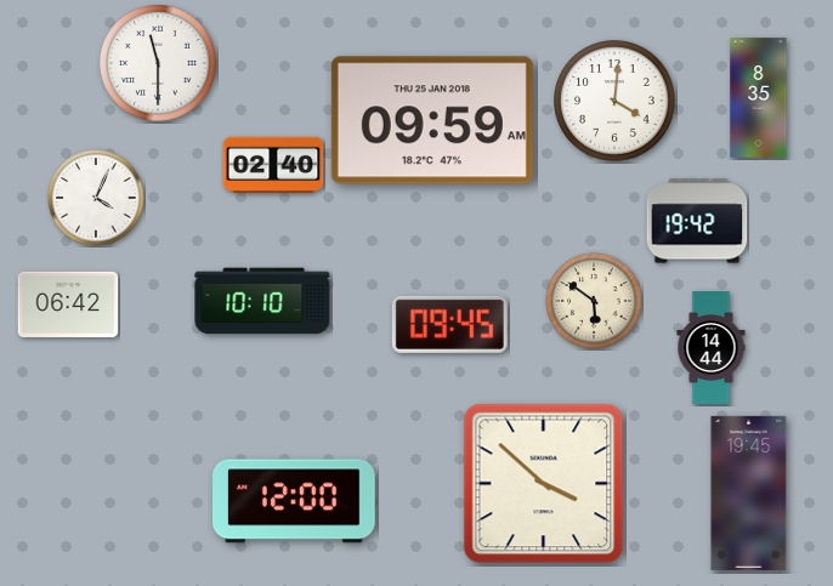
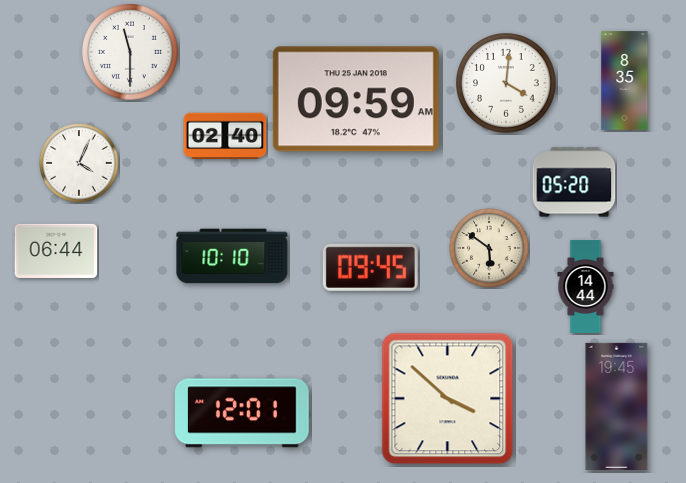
clock at (697, 221): 19:42 -> 05:20
clock at (262, 301) position: (262, 301) -> (232, 256)
clock at (68, 305): 06:42 -> 06:44
clock at (295, 501): 12:00 -> 12:01
